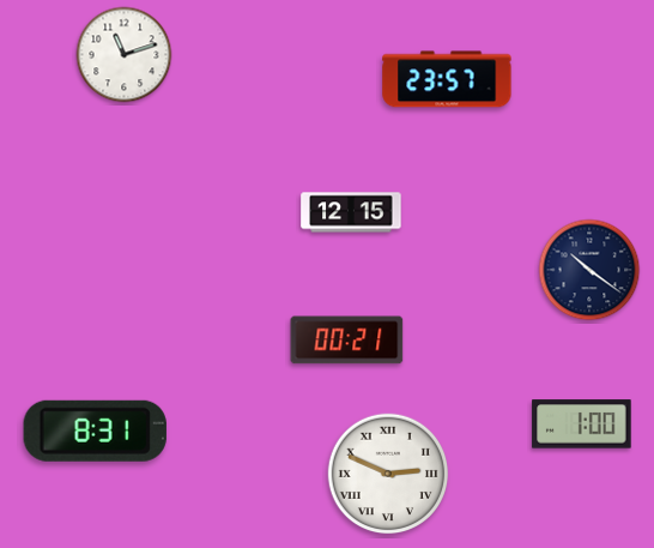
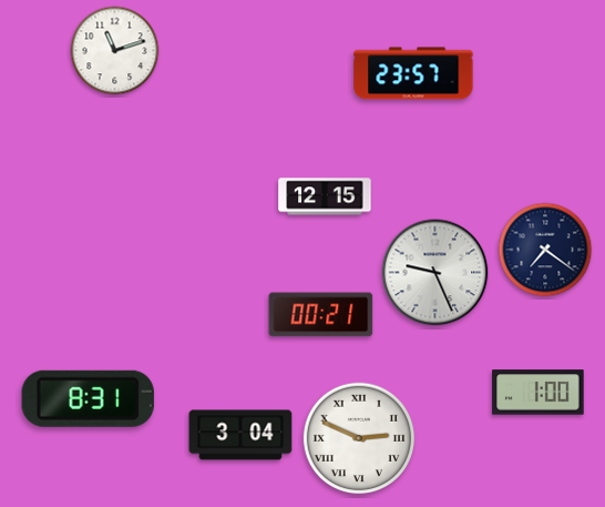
clock at (589, 270): 10:21 -> 7:21
clock at (435, 273): none -> 9:26
clock at (240, 435): none -> 3:04
